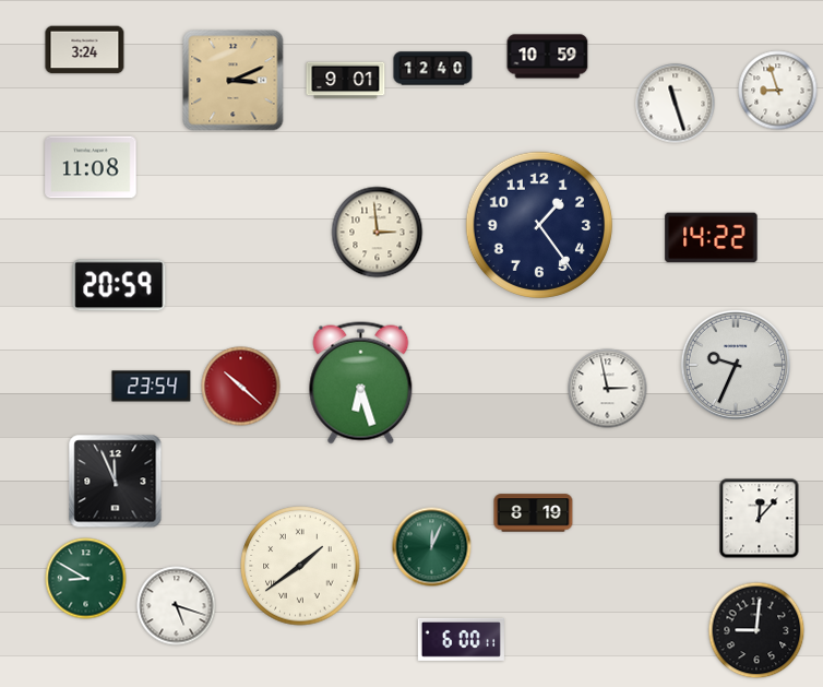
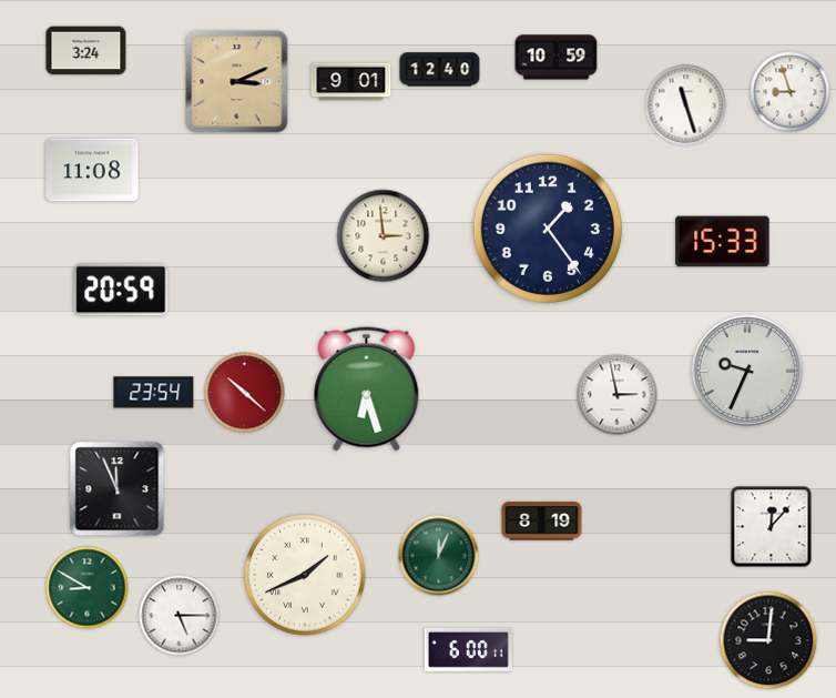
clock at (712, 238): 14:22 -> 15:33
clock at (300, 566): 1:39 -> 1:41
clock at (177, 606): 5:18 -> 5:15
